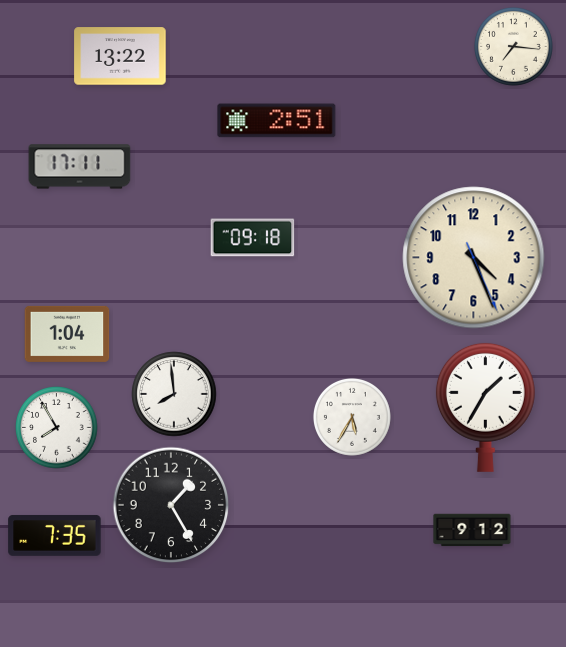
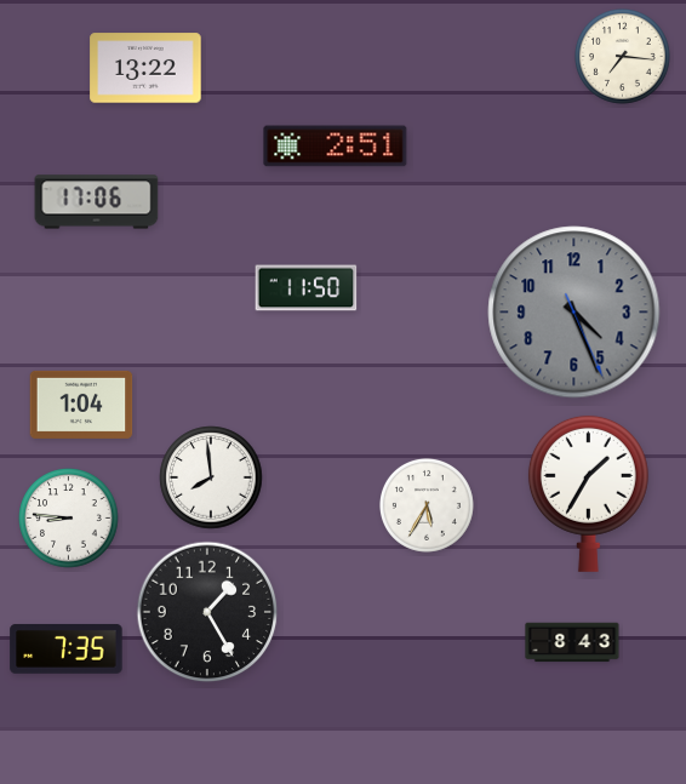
clock at (80, 167): 17:11 -> 17:06
clock at (253, 238): 09:18 -> 11:50
clock at (474, 258) dial: cream -> grey
clock at (57, 428): 7:55 -> 8:46
clock at (472, 530): 9:12 -> 8:43
